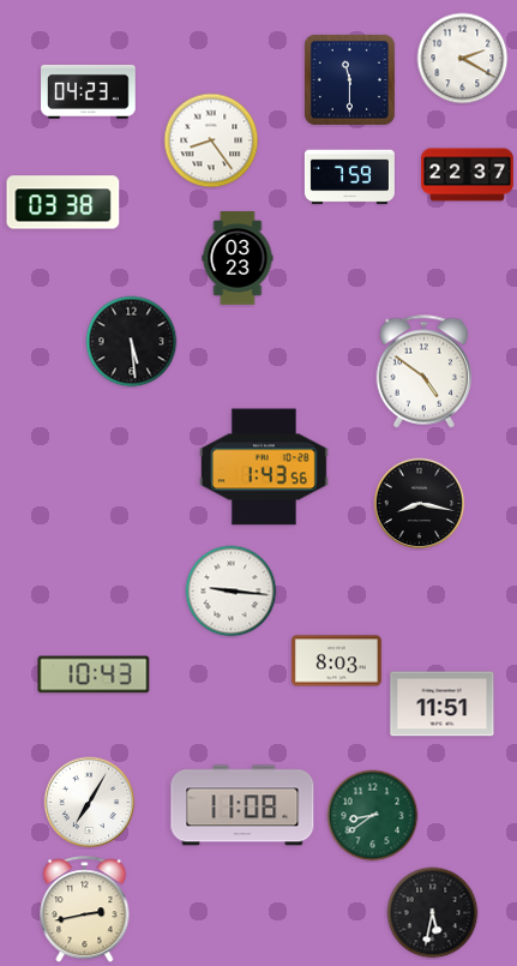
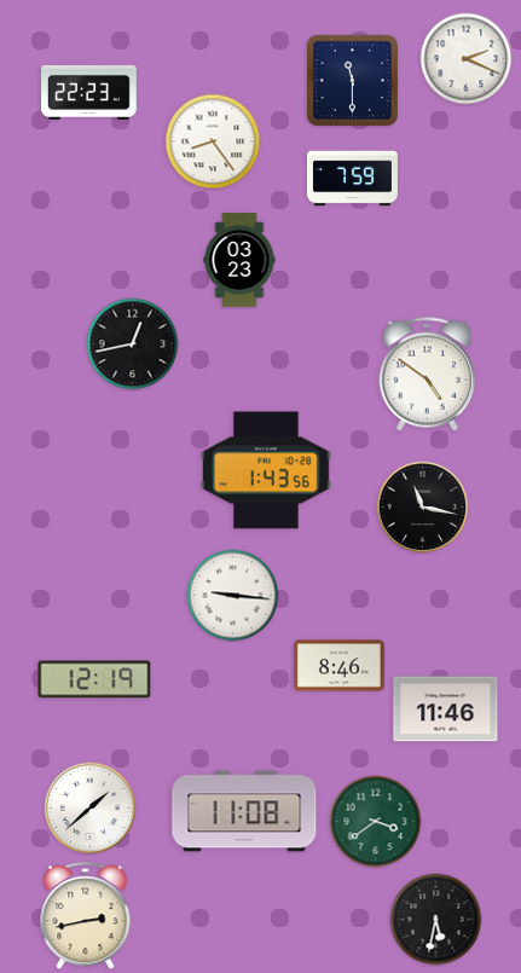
clock at (463, 59): 2:20 -> 2:19
clock at (89, 91): 04:23 -> 22:23
clock at (468, 175): 22:37 -> none
clock at (64, 203): 03:38 -> none
clock at (132, 342): 5:29 -> 12:43
clock at (420, 504): 8:17 -> 11:17
clock at (336, 661): 8:03 -> 8:46
clock at (94, 674): 10:43 -> 12:19
clock at (443, 704): 11:51 -> 11:46
clock at (90, 803): 7:05 -> 1:38
clock at (373, 816): 8:39 -> 3:39
